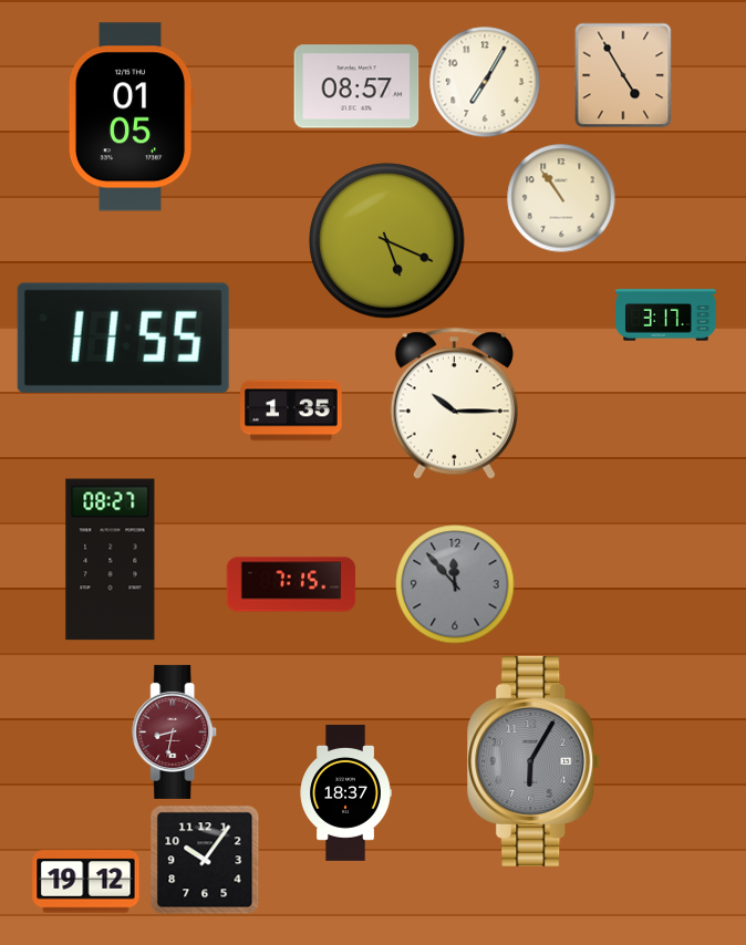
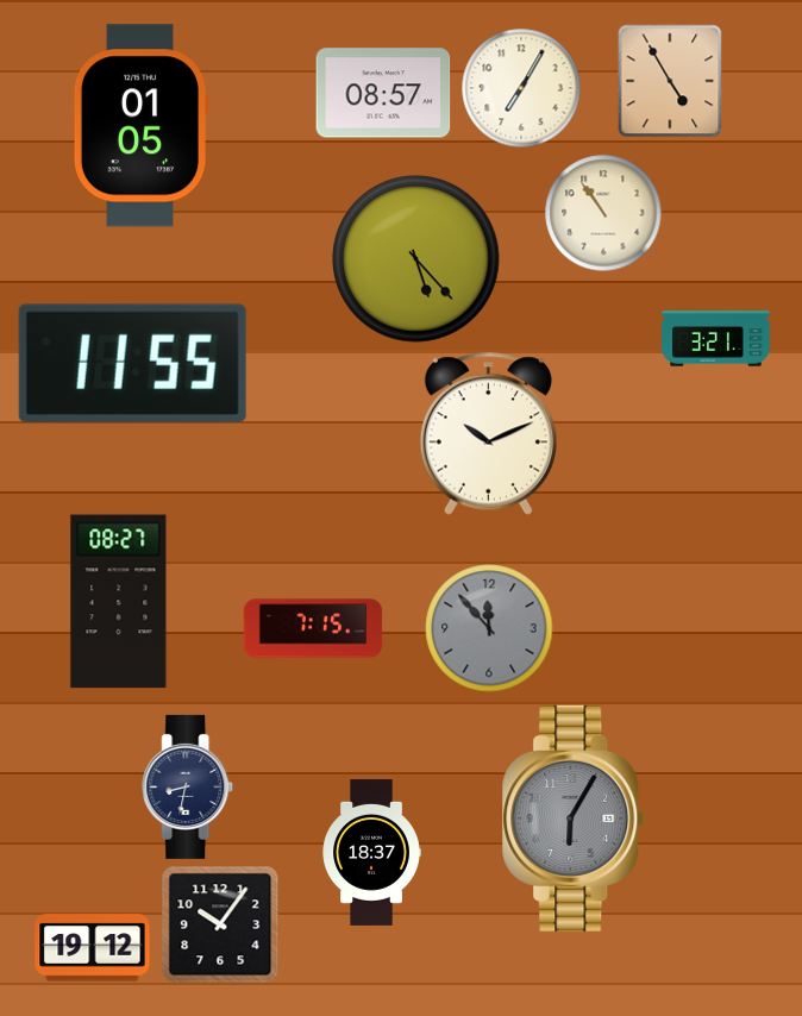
clock at (387, 241): 5:19 -> 5:23
clock at (666, 315): 3:17 -> 3:21
clock at (454, 403): 10:15 -> 10:11
clock at (291, 411): 1:35 -> none
clock at (175, 731) dial: burgundy -> navy
